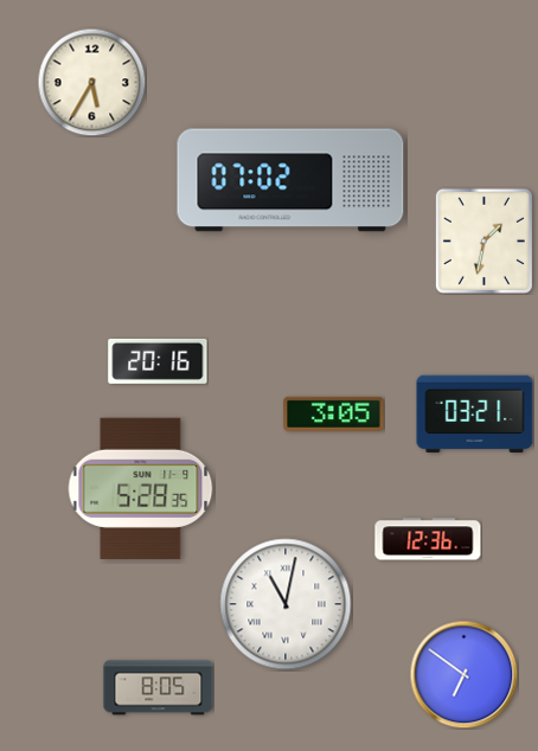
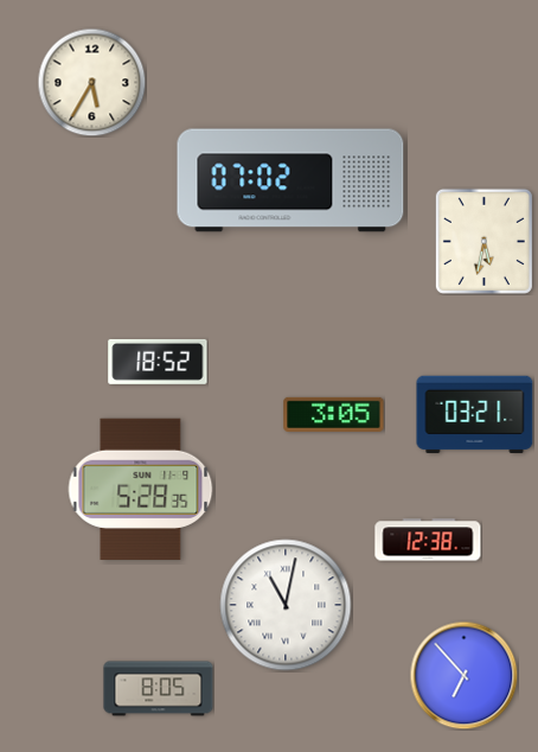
clock at (483, 240): 1:32 -> 5:32
clock at (158, 361): 20:16 -> 18:52
clock at (428, 539): 12:36 -> 12:38
clock at (463, 674): 6:51 -> 6:53
